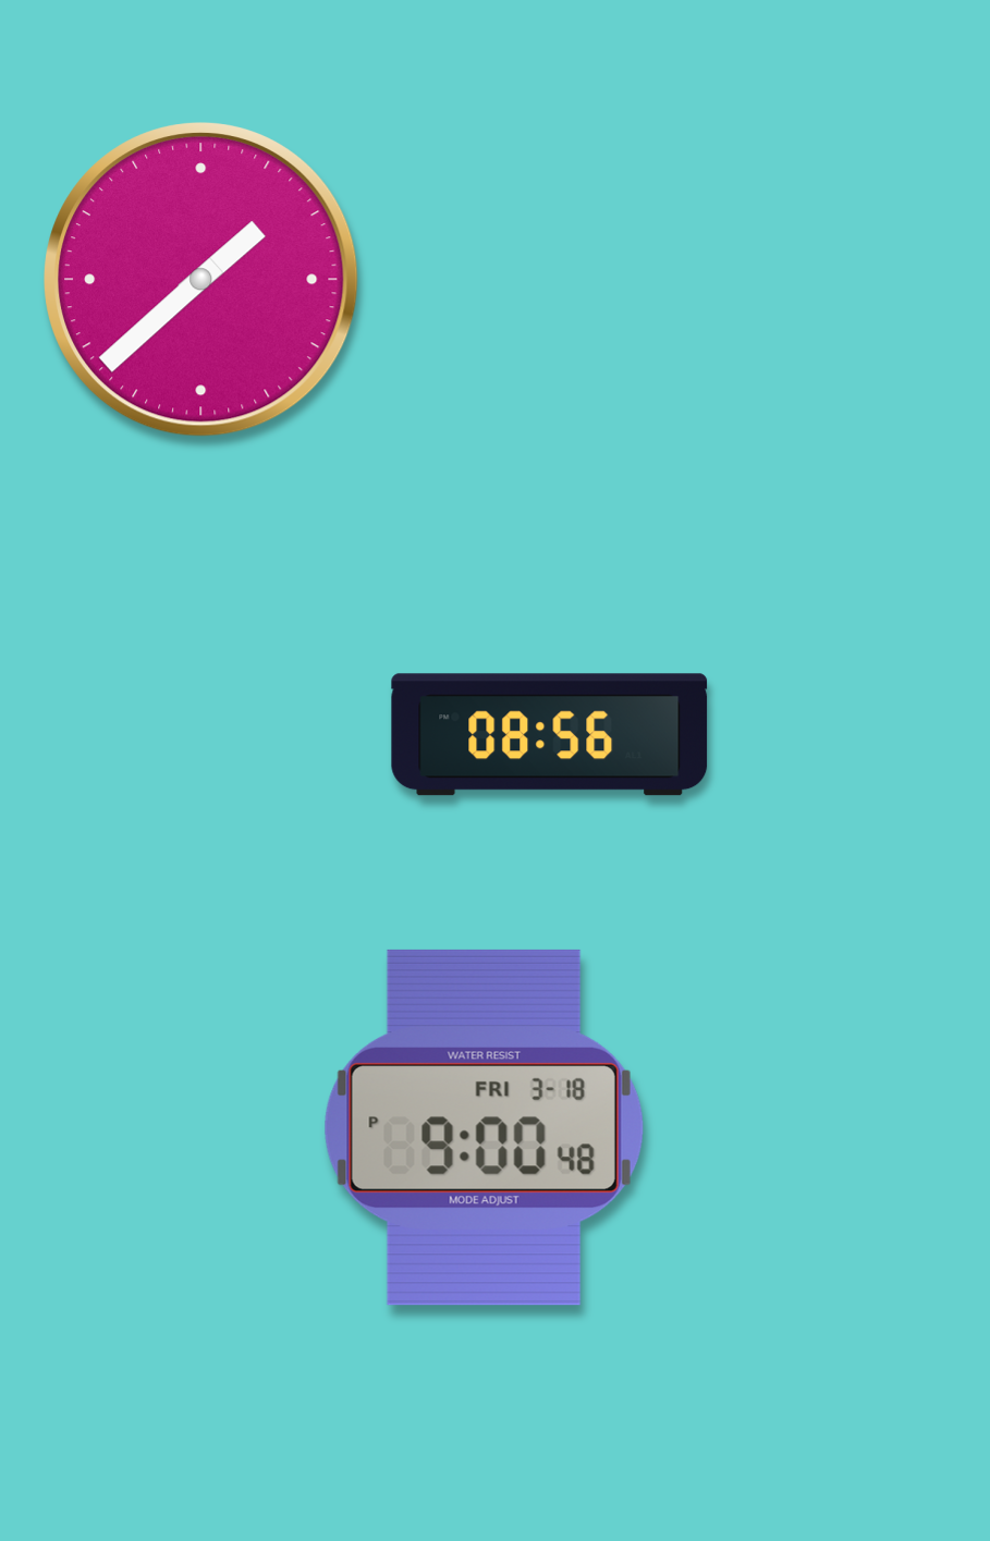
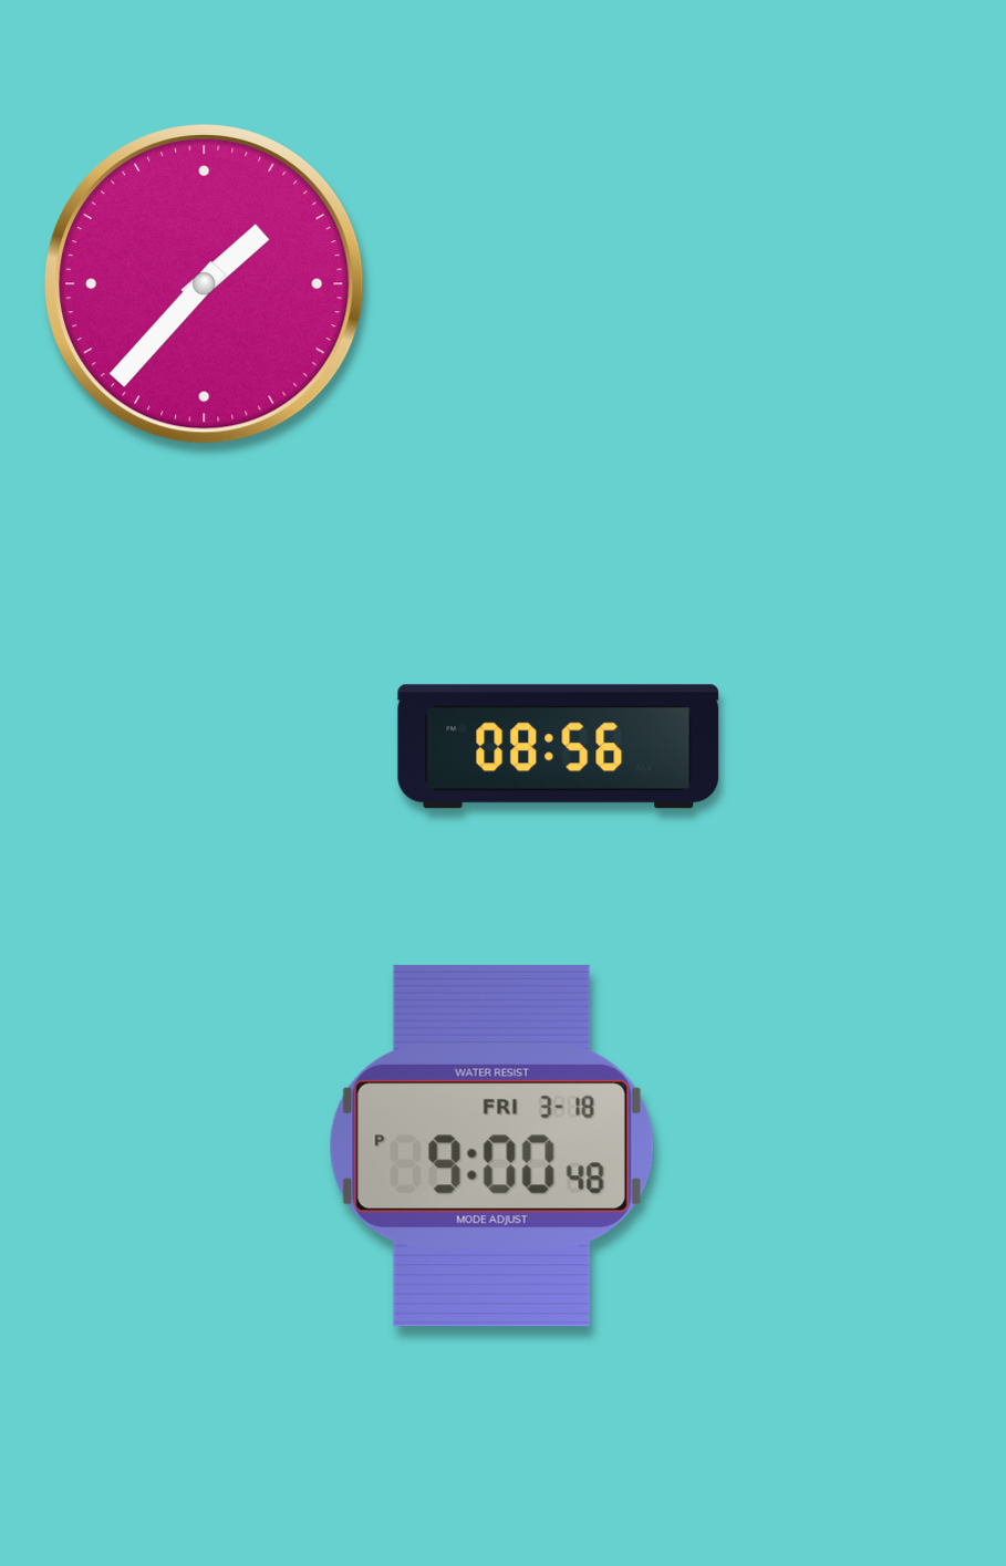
clock at (201, 280): 1:38 -> 1:37
